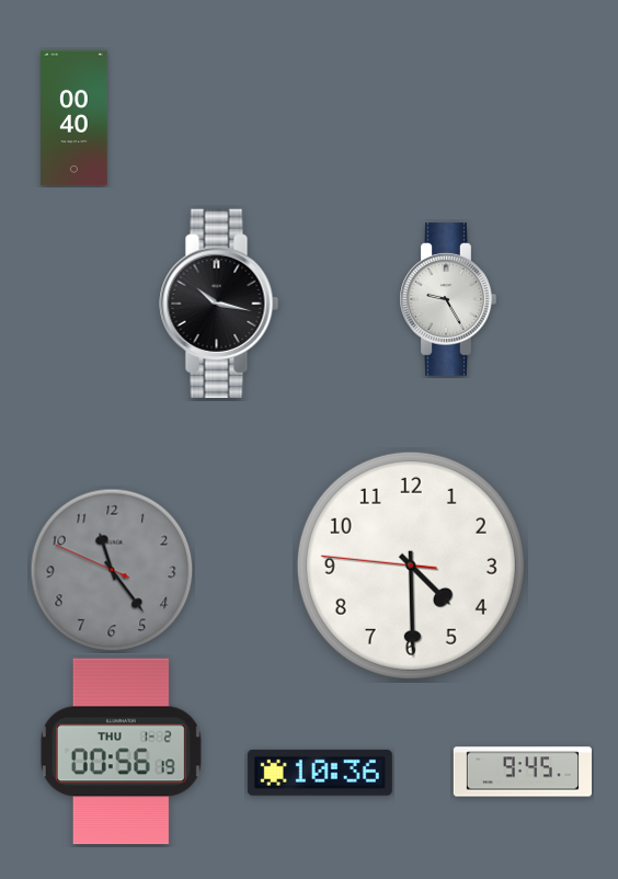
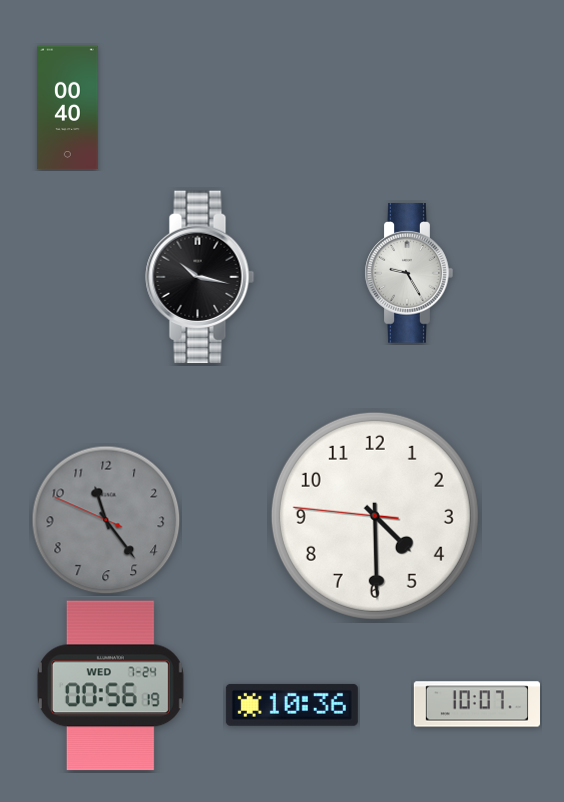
clock at (112, 570) position: (112, 570) -> (106, 520)
clock at (121, 752) date: THU 1-2 -> WED 7-24
clock at (522, 772): 9:45 -> 10:07
